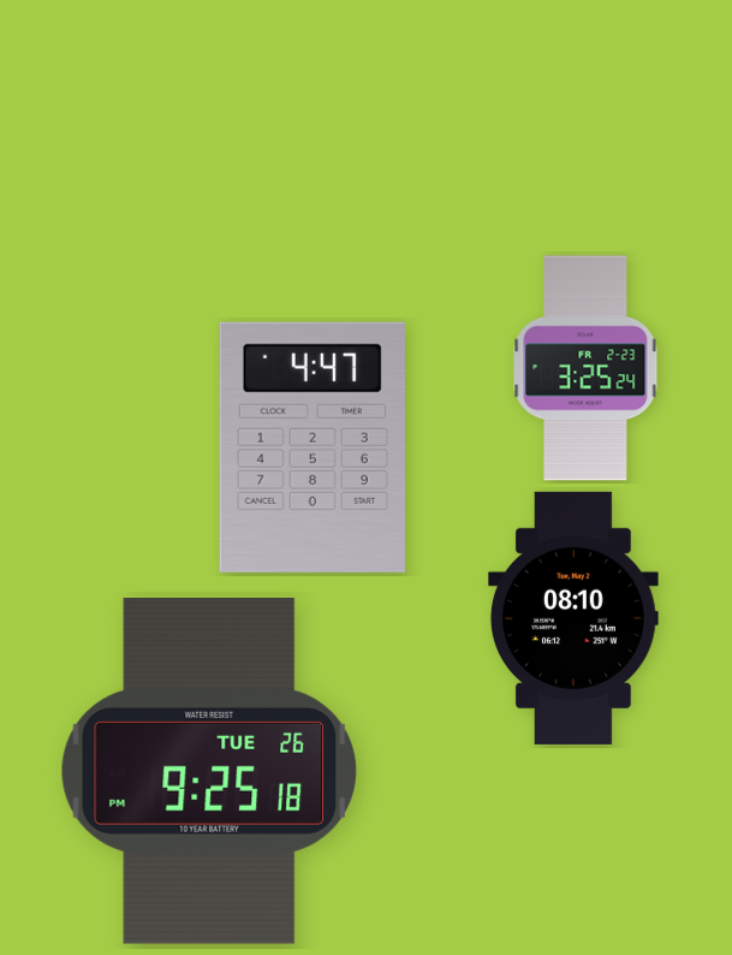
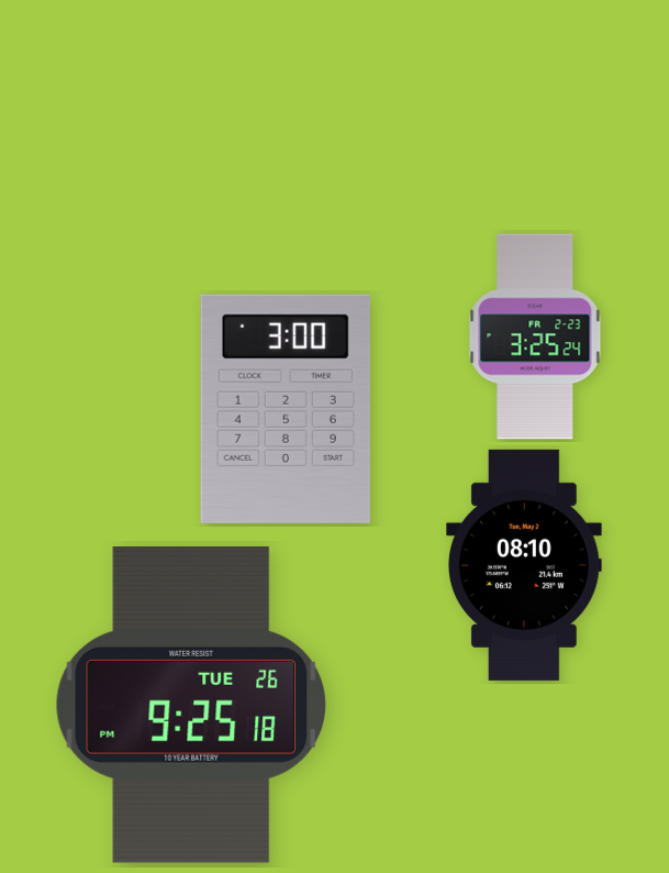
clock at (313, 447): 4:47 -> 3:00
